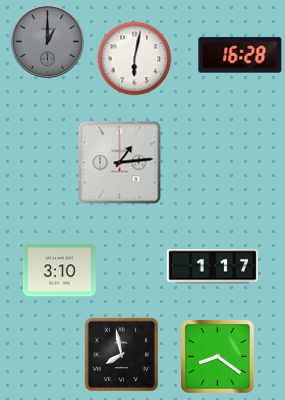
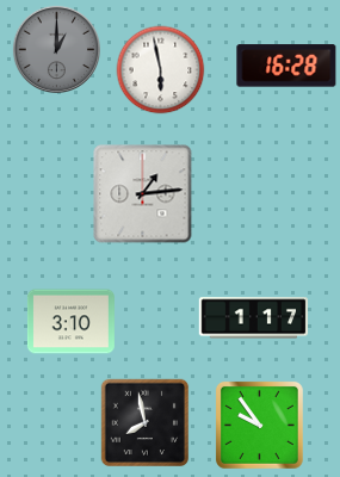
clock at (135, 59): 6:02 -> 5:58
clock at (217, 356): 8:21 -> 9:54
